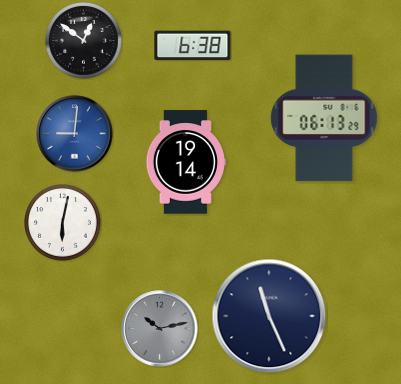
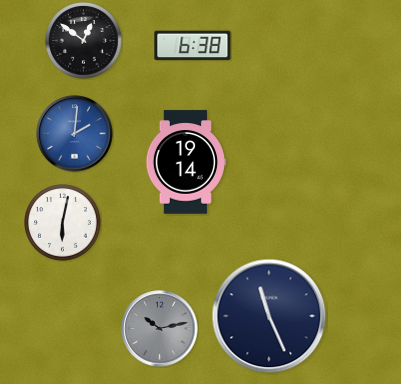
clock at (324, 118): 06:13 -> none
clock at (75, 134): 9:01 -> 2:01
